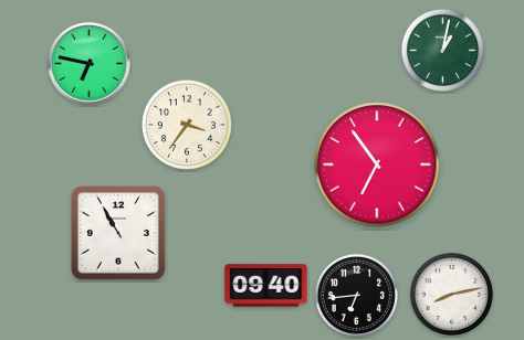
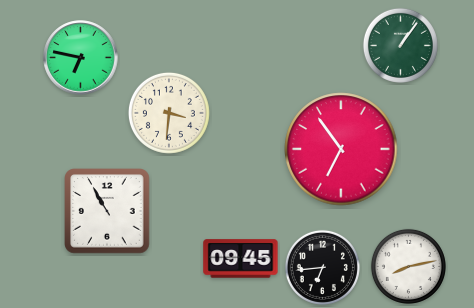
clock at (442, 50): 1:02 -> 1:06
clock at (187, 125): 3:36 -> 3:31
clock at (266, 286): 09:40 -> 09:45
